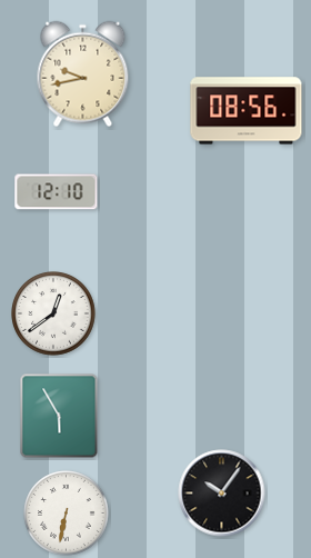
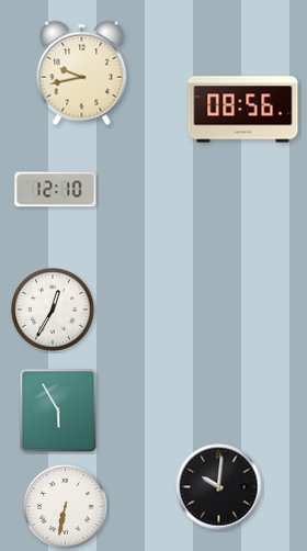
clock at (53, 313): 12:39 -> 12:35
clock at (222, 494): 10:06 -> 10:01
